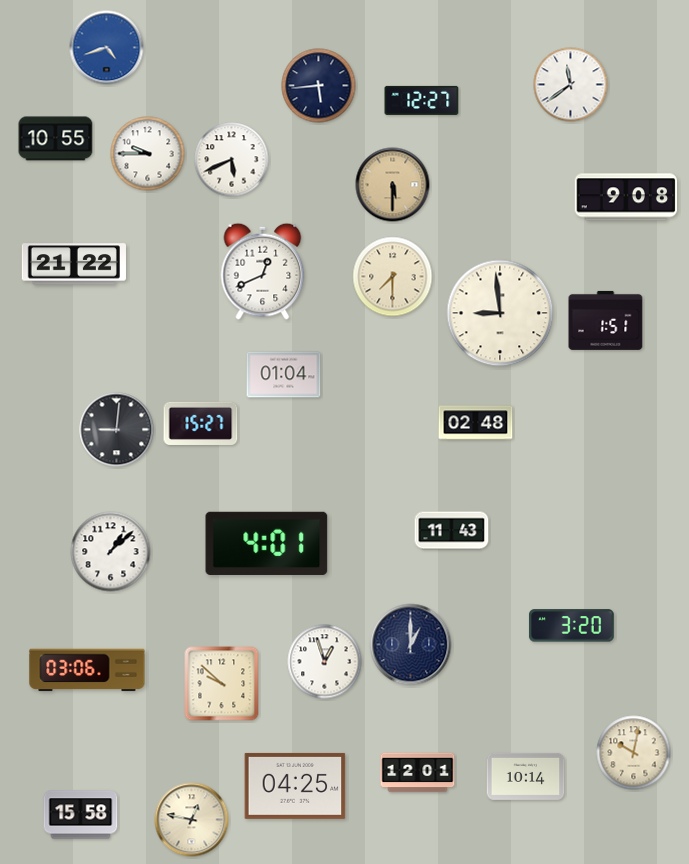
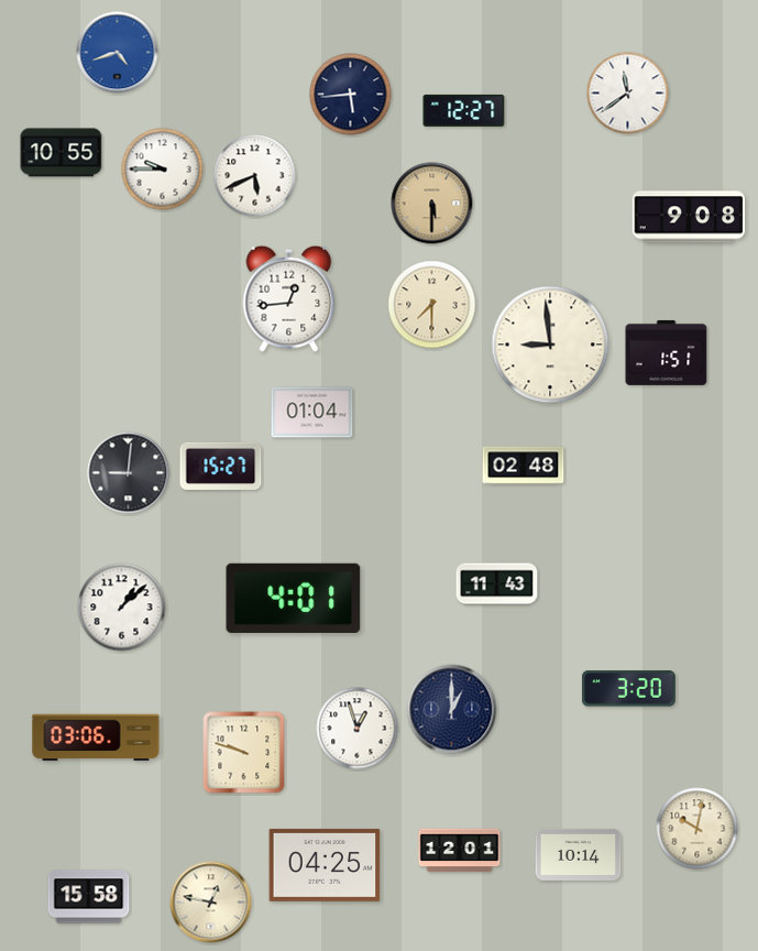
clock at (74, 264): 21:22 -> none
clock at (263, 271): 12:41 -> 12:44
clock at (222, 684): 9:52 -> 9:48
